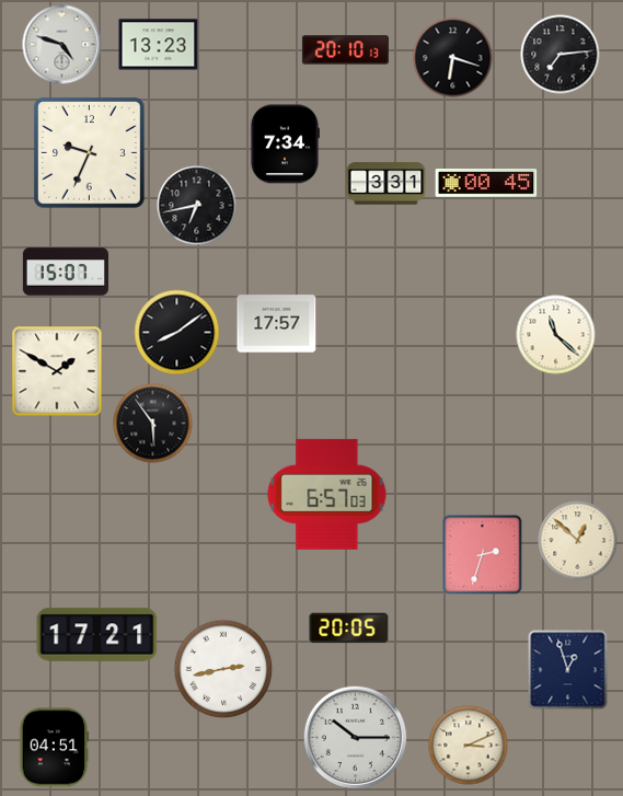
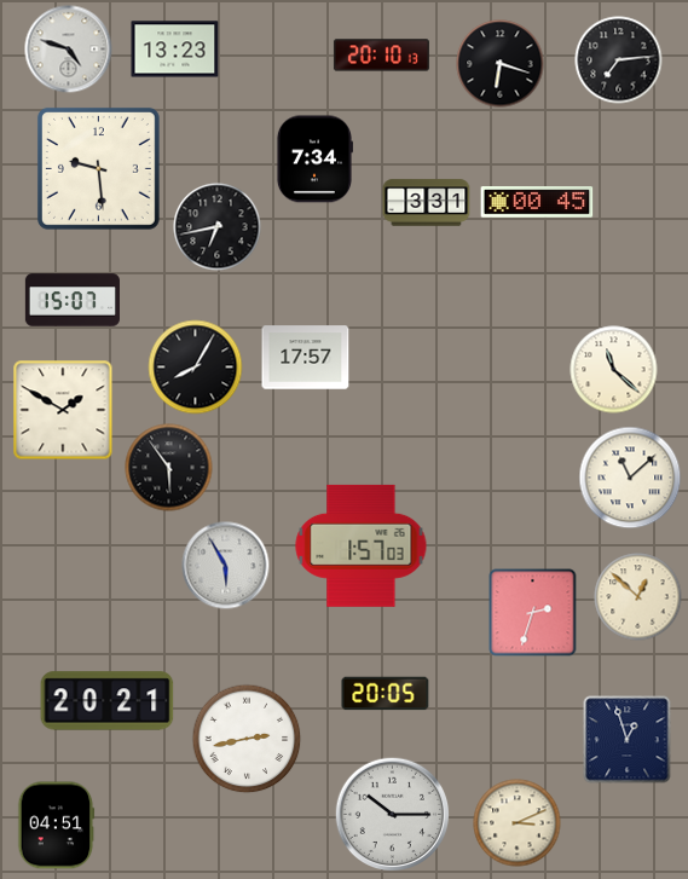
clock at (89, 152): 9:34 -> 9:29
clock at (177, 333): 8:09 -> 8:05
clock at (630, 478): none -> 11:08
clock at (327, 494): 6:57 -> 1:57
clock at (226, 566): none -> 5:55
clock at (97, 635): 17:21 -> 20:21
clock at (55, 748) position: (55, 748) -> (57, 826)
